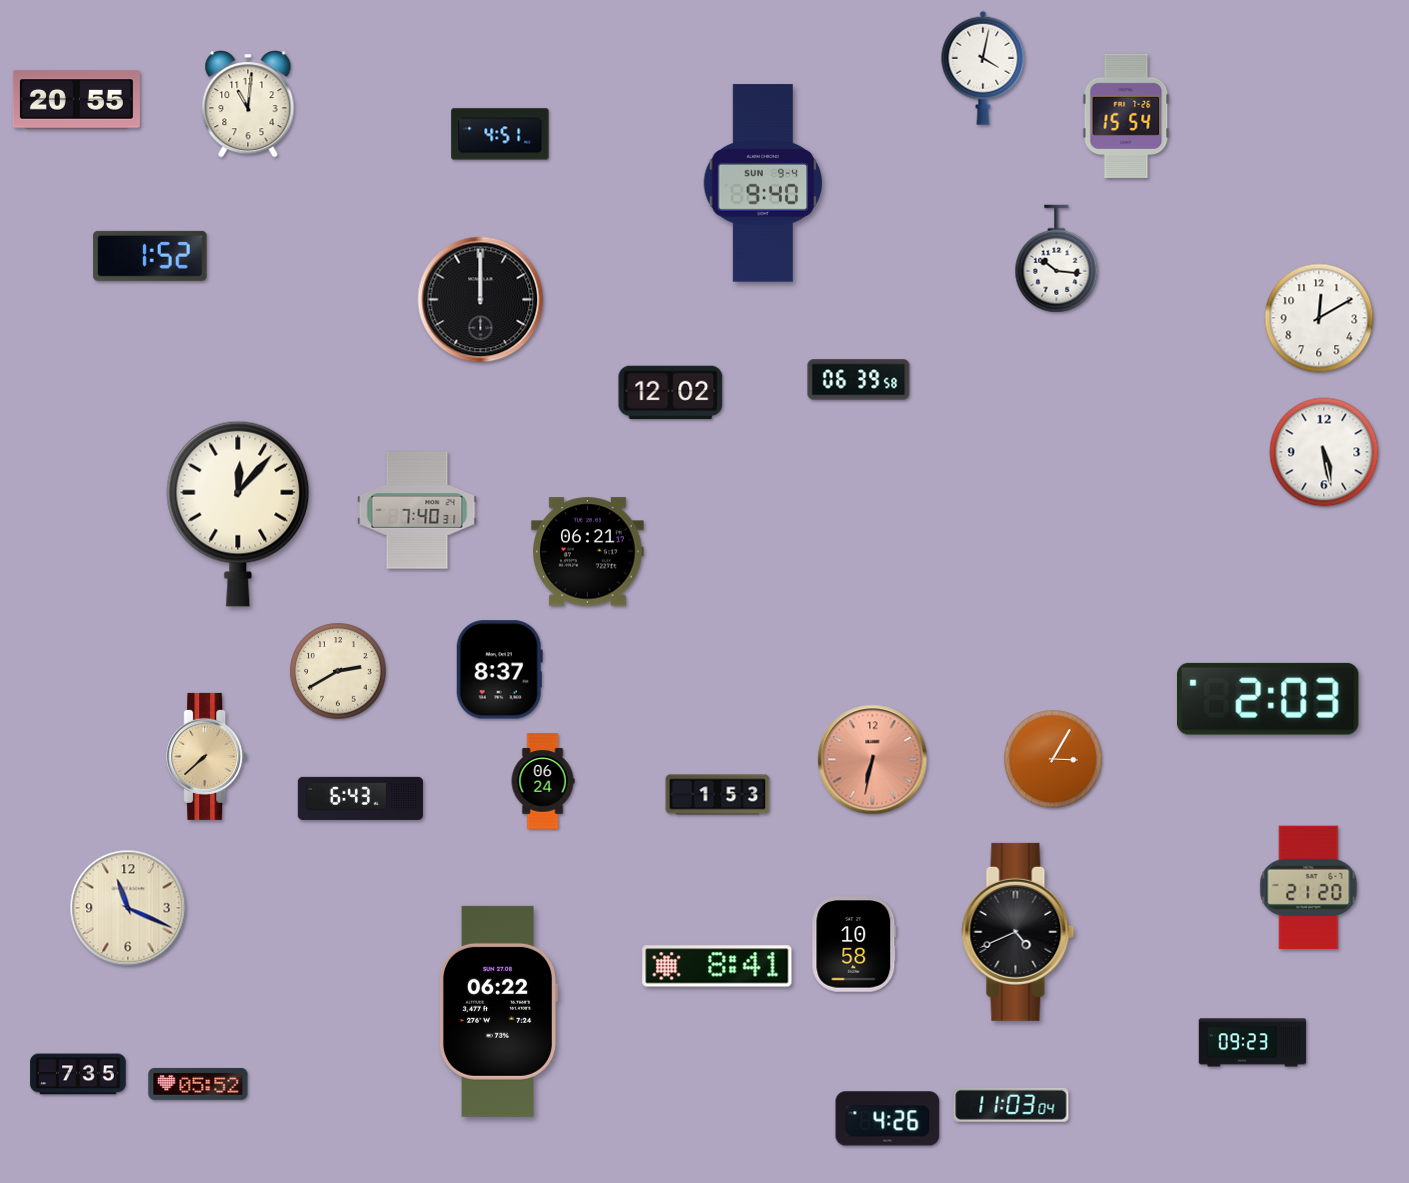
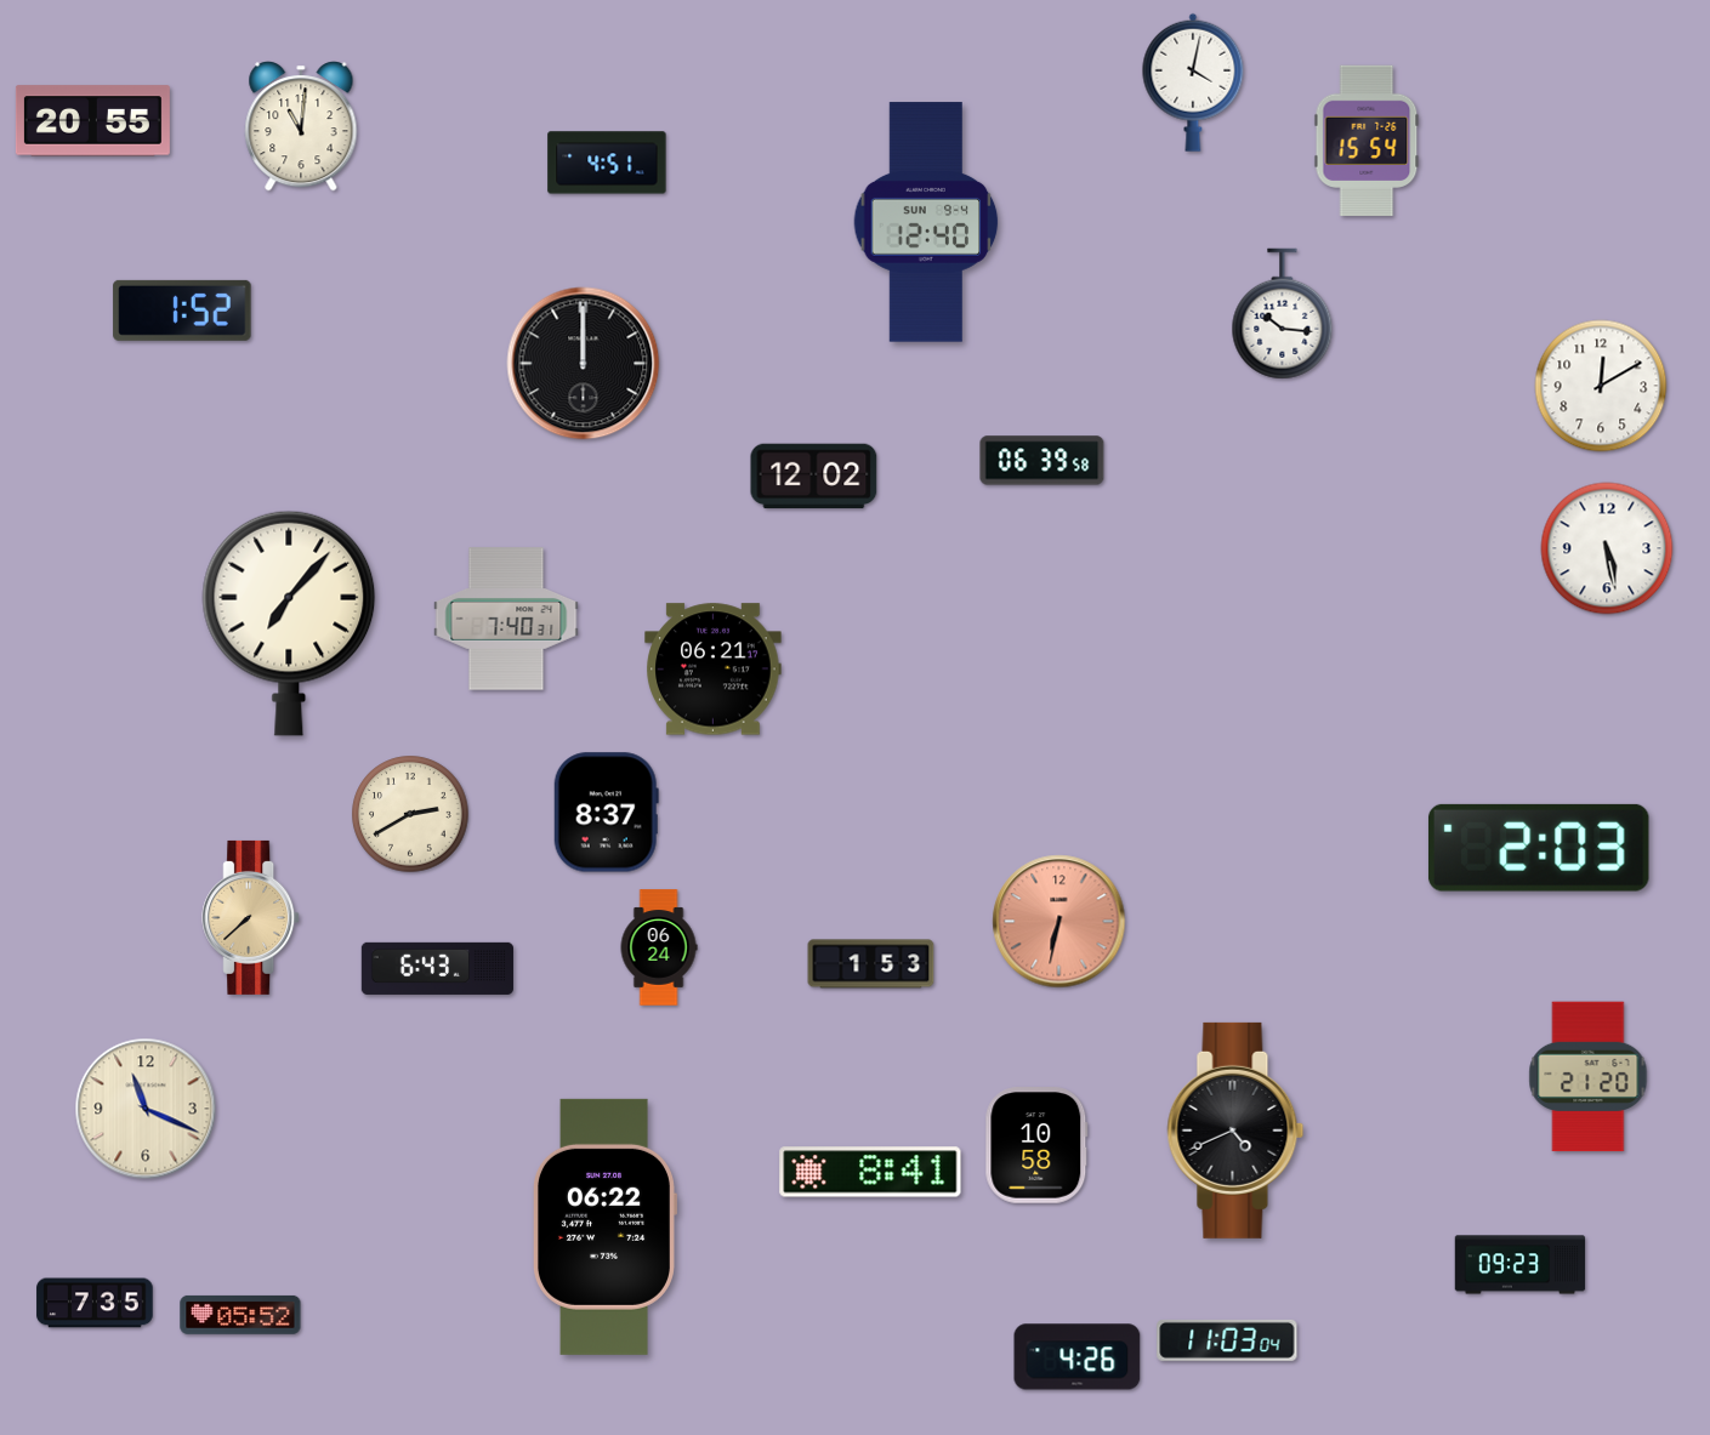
clock at (763, 183): 9:40 -> 12:40
clock at (238, 514): 12:07 -> 7:07
clock at (1053, 759): 3:05 -> none
clock at (128, 908) position: (128, 908) -> (146, 1109)
